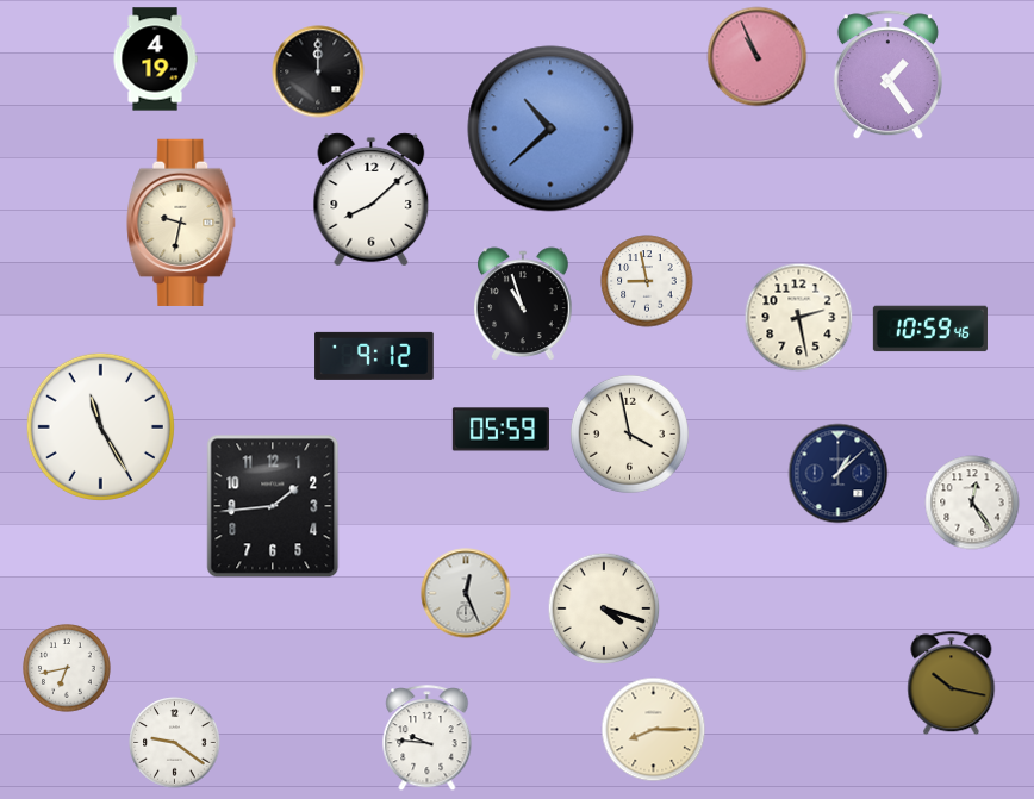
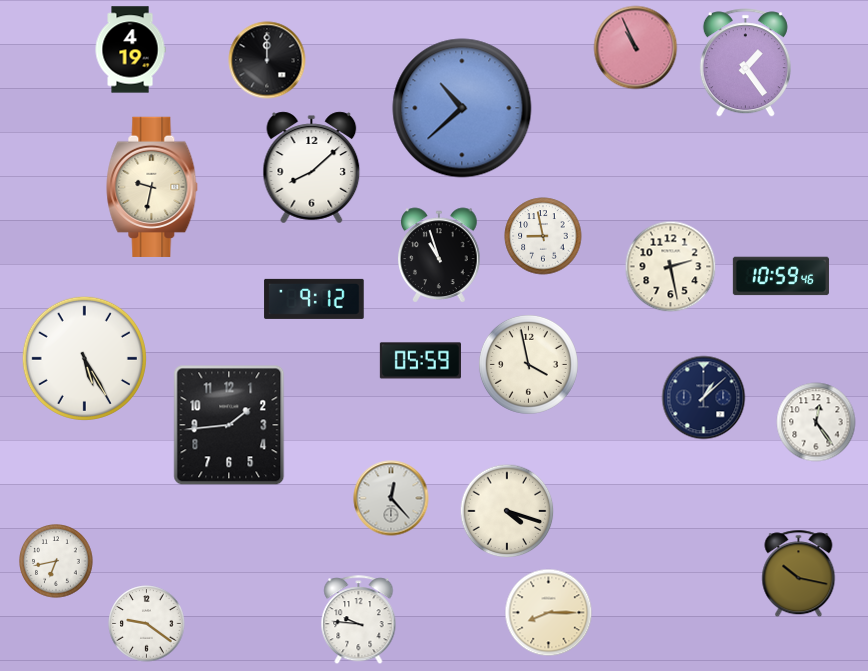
clock at (100, 426): 11:25 -> 5:25
clock at (466, 593): 12:26 -> 12:23
